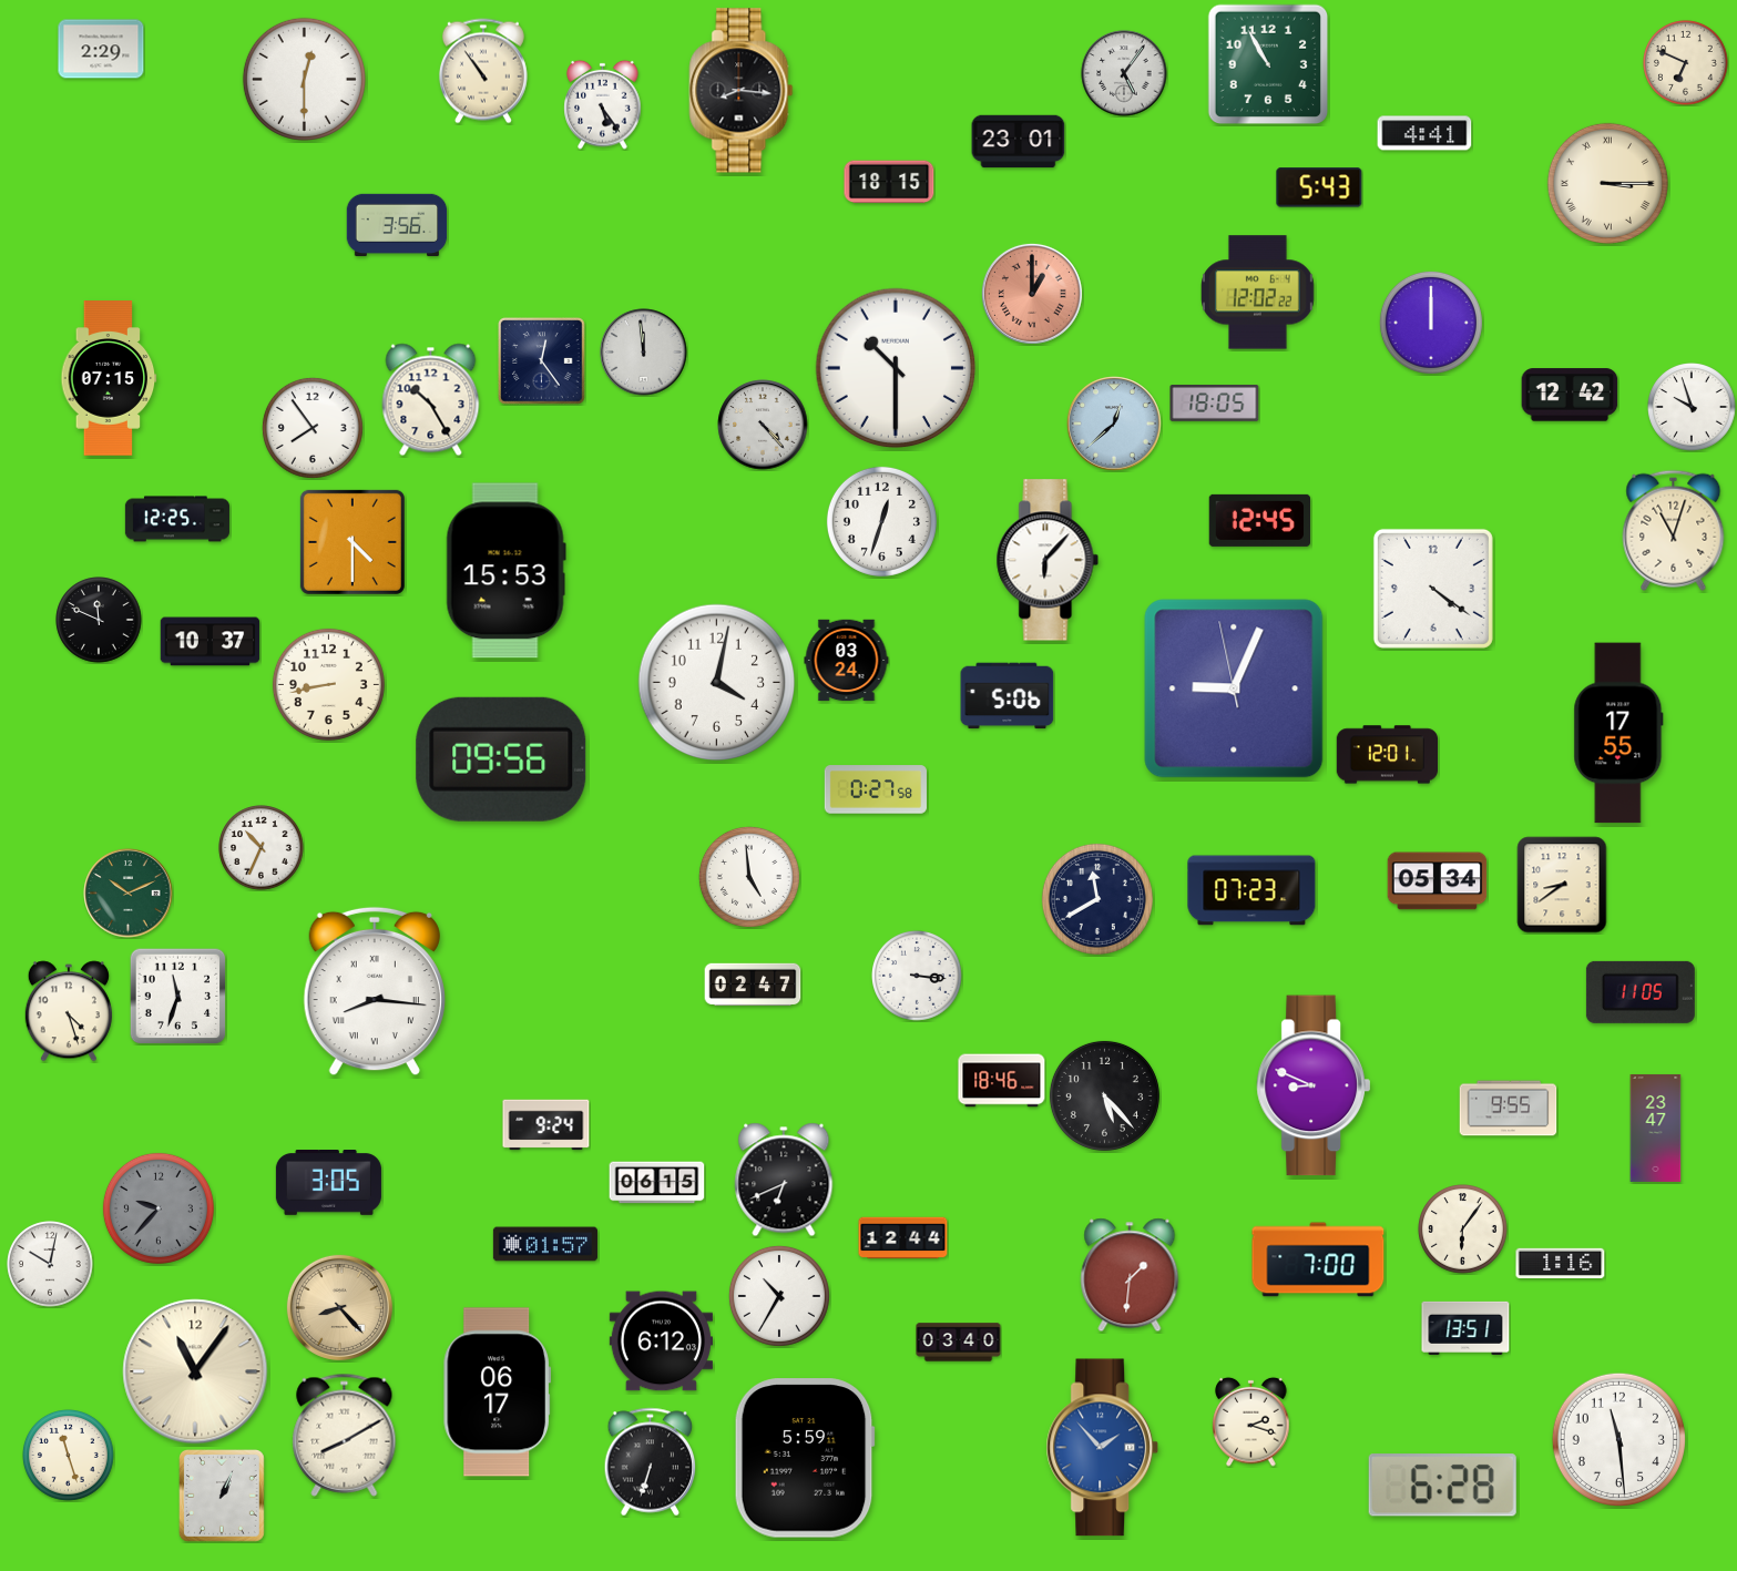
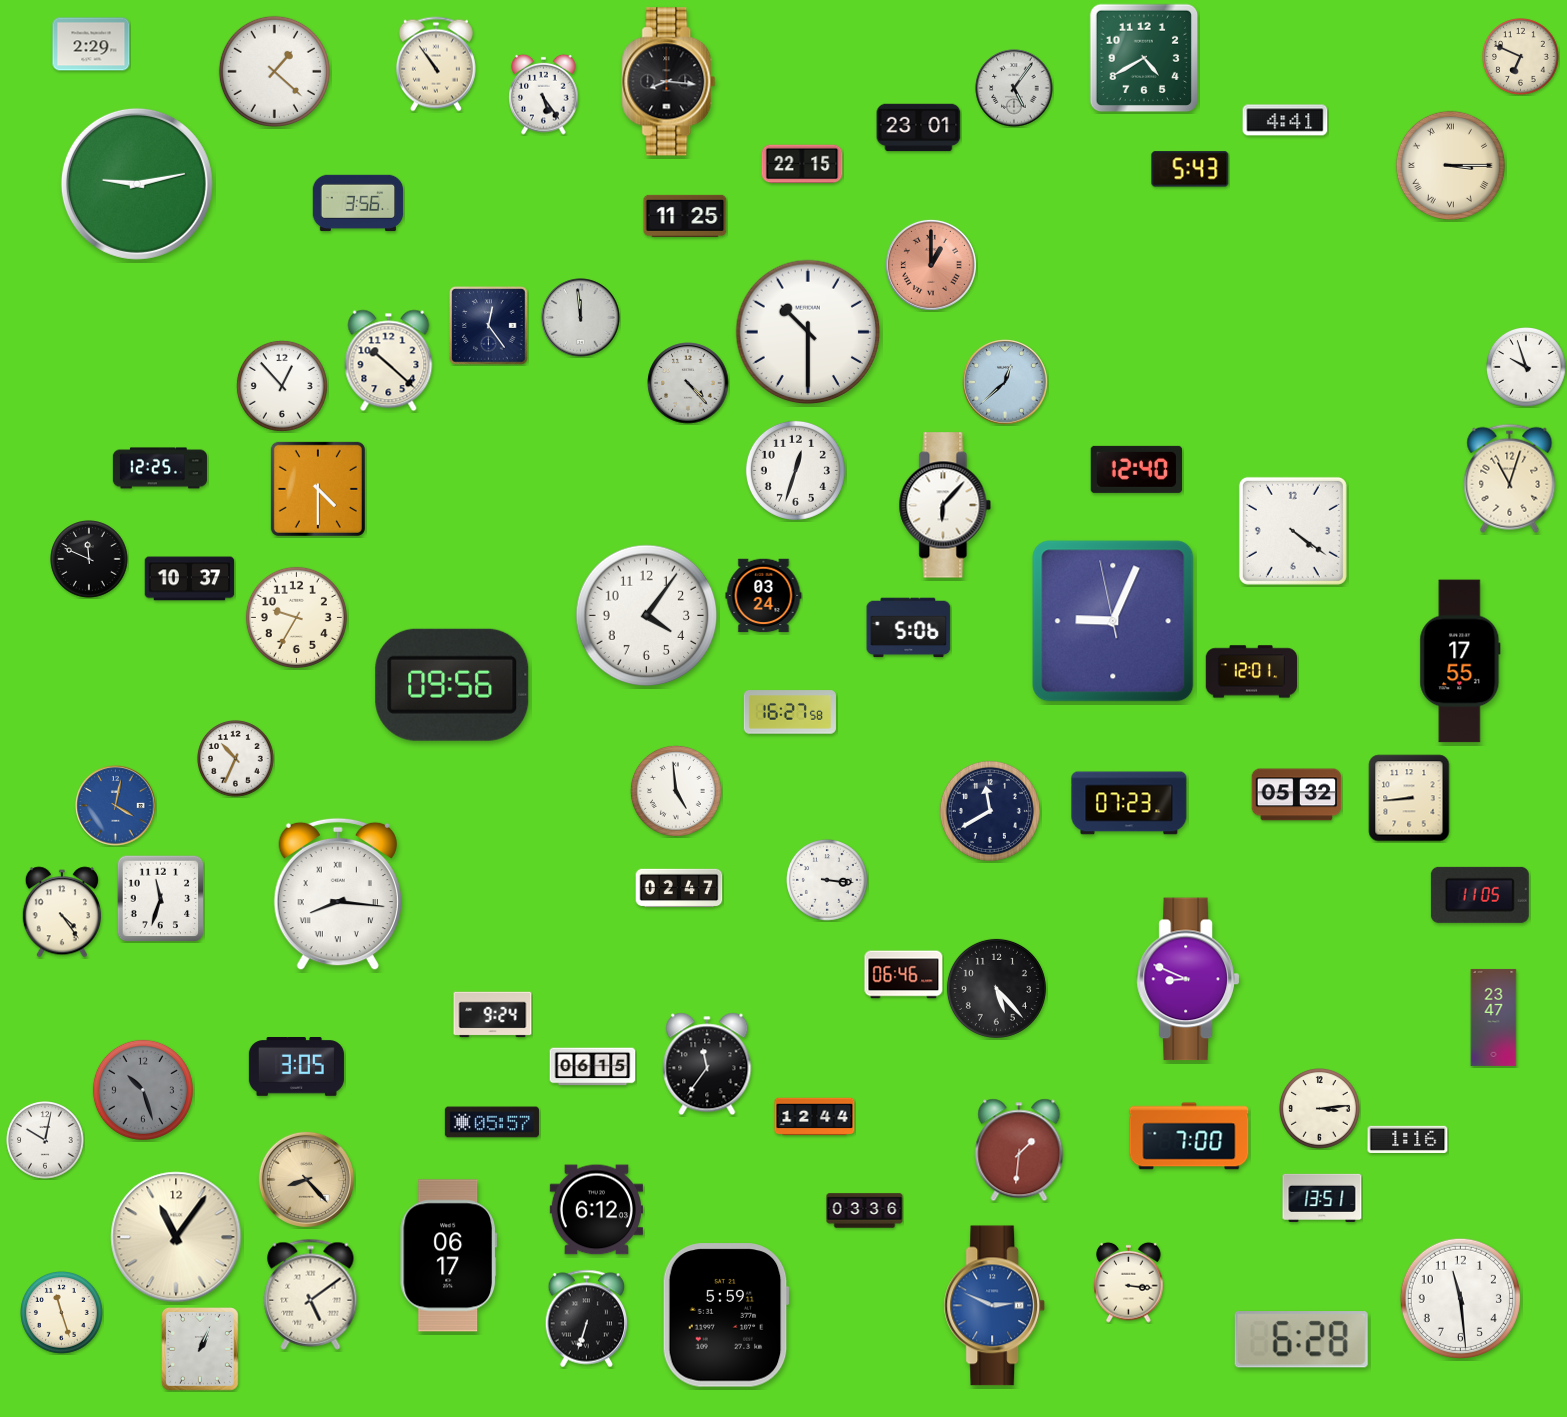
clock at (1268, 64): 10:55 -> 4:40
clock at (1124, 73) position: (1124, 73) -> (1014, 88)
clock at (304, 79): 12:30 -> 1:22
clock at (889, 182): 18:15 -> 22:15
clock at (137, 184): none -> 9:13
clock at (685, 216): none -> 11:25
clock at (1258, 293): 12:02 -> none
clock at (1431, 323): 12:00 -> none
clock at (109, 378): 07:15 -> none
clock at (1570, 395): 12:42 -> none
clock at (431, 400): 10:25 -> 10:22
clock at (1215, 404): 18:05 -> none
clock at (313, 428): 7:54 -> 12:53
clock at (1259, 520): 12:45 -> 12:40
clock at (505, 571): 15:53 -> none
clock at (717, 683): 4:02 -> 4:06
clock at (328, 684): 8:43 -> 9:35
clock at (1388, 755) position: (1388, 755) -> (1252, 672)
clock at (876, 789): 0:27 -> 16:27
clock at (262, 848) position: (262, 848) -> (236, 759)
clock at (1438, 881): 05:34 -> 05:32
clock at (1562, 885): 8:39 -> 8:44
clock at (129, 894): 10:11 -> 4:02
clock at (129, 894) dial: green -> blue
clock at (69, 1011): 4:27 -> 4:24
clock at (1002, 1081): 18:46 -> 06:46
clock at (1314, 1085) position: (1314, 1085) -> (1188, 979)
clock at (1509, 1109): 9:55 -> none
clock at (784, 1180): 6:41 -> 11:36
clock at (159, 1208): 9:37 -> 10:27
clock at (1463, 1230): 6:06 -> 3:14
clock at (545, 1244): 01:57 -> 05:57
clock at (779, 1296): 10:35 -> none
clock at (959, 1343): 03:40 -> 03:36
clock at (1251, 1421): 2:18 -> 3:16
clock at (345, 1435): 8:10 -> 5:09
clock at (1103, 1448): 1:53 -> 2:49
